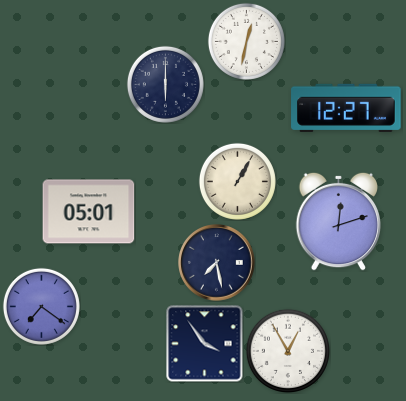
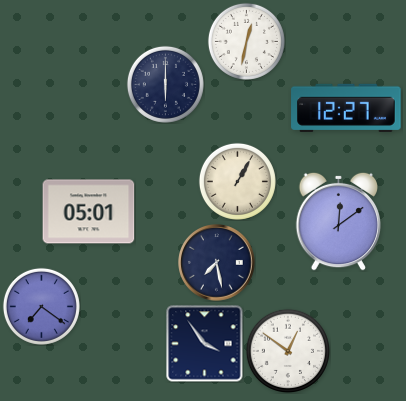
clock at (338, 221): 12:12 -> 12:09
clock at (287, 350): 12:55 -> 12:51
